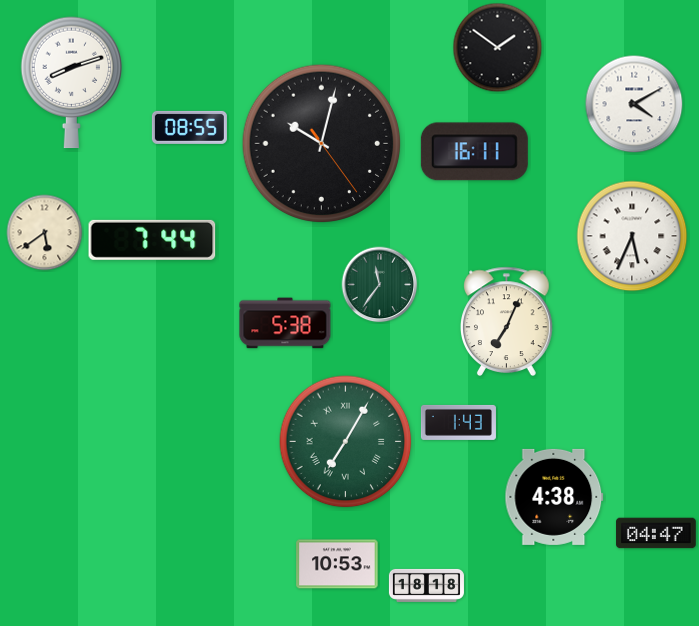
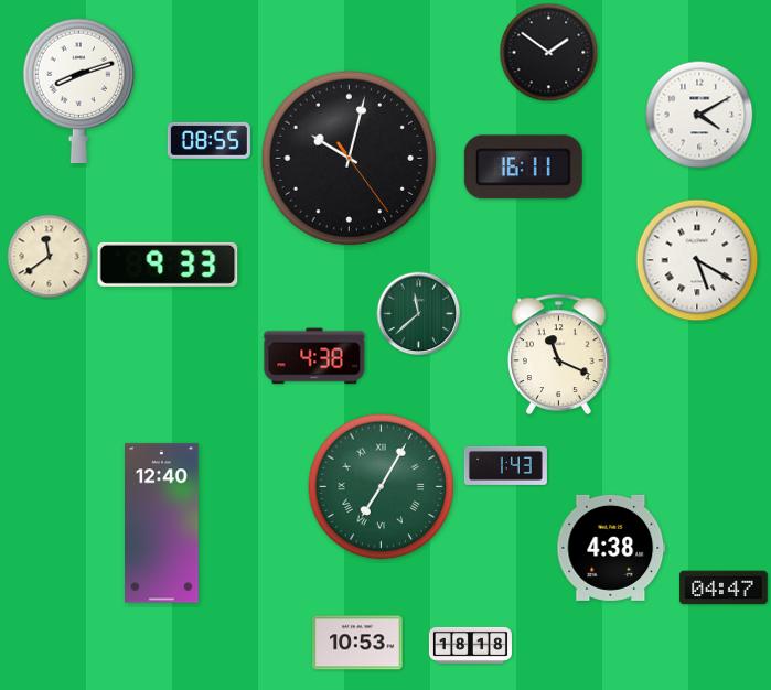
clock at (322, 144) position: (322, 144) -> (350, 159)
clock at (45, 233): 5:39 -> 11:39
clock at (632, 236): 5:34 -> 5:20
clock at (152, 240): 7:44 -> 9:33
clock at (380, 285): 11:36 -> 11:38
clock at (507, 321): 7:04 -> 11:19
clock at (285, 323): 5:38 -> 4:38
clock at (162, 524): none -> 12:40
clock at (337, 564) position: (337, 564) -> (357, 643)
